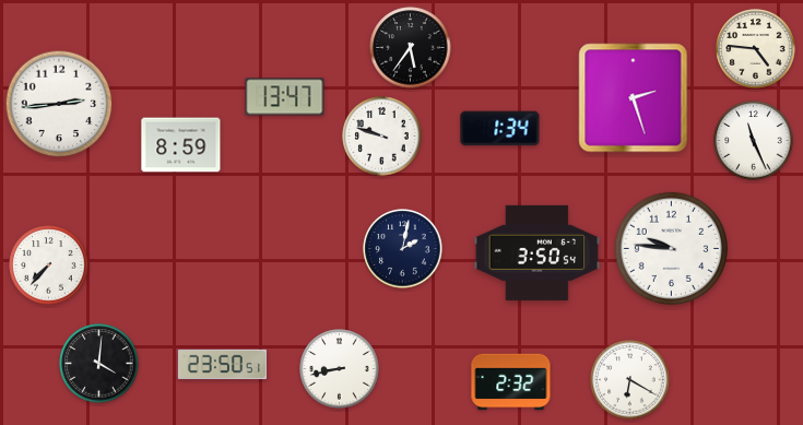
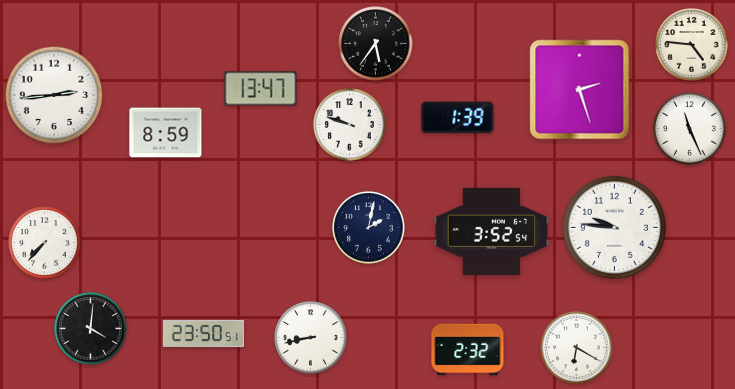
clock at (500, 129): 1:34 -> 1:39
clock at (538, 252): 3:50 -> 3:52
clock at (99, 364) position: (99, 364) -> (91, 329)
